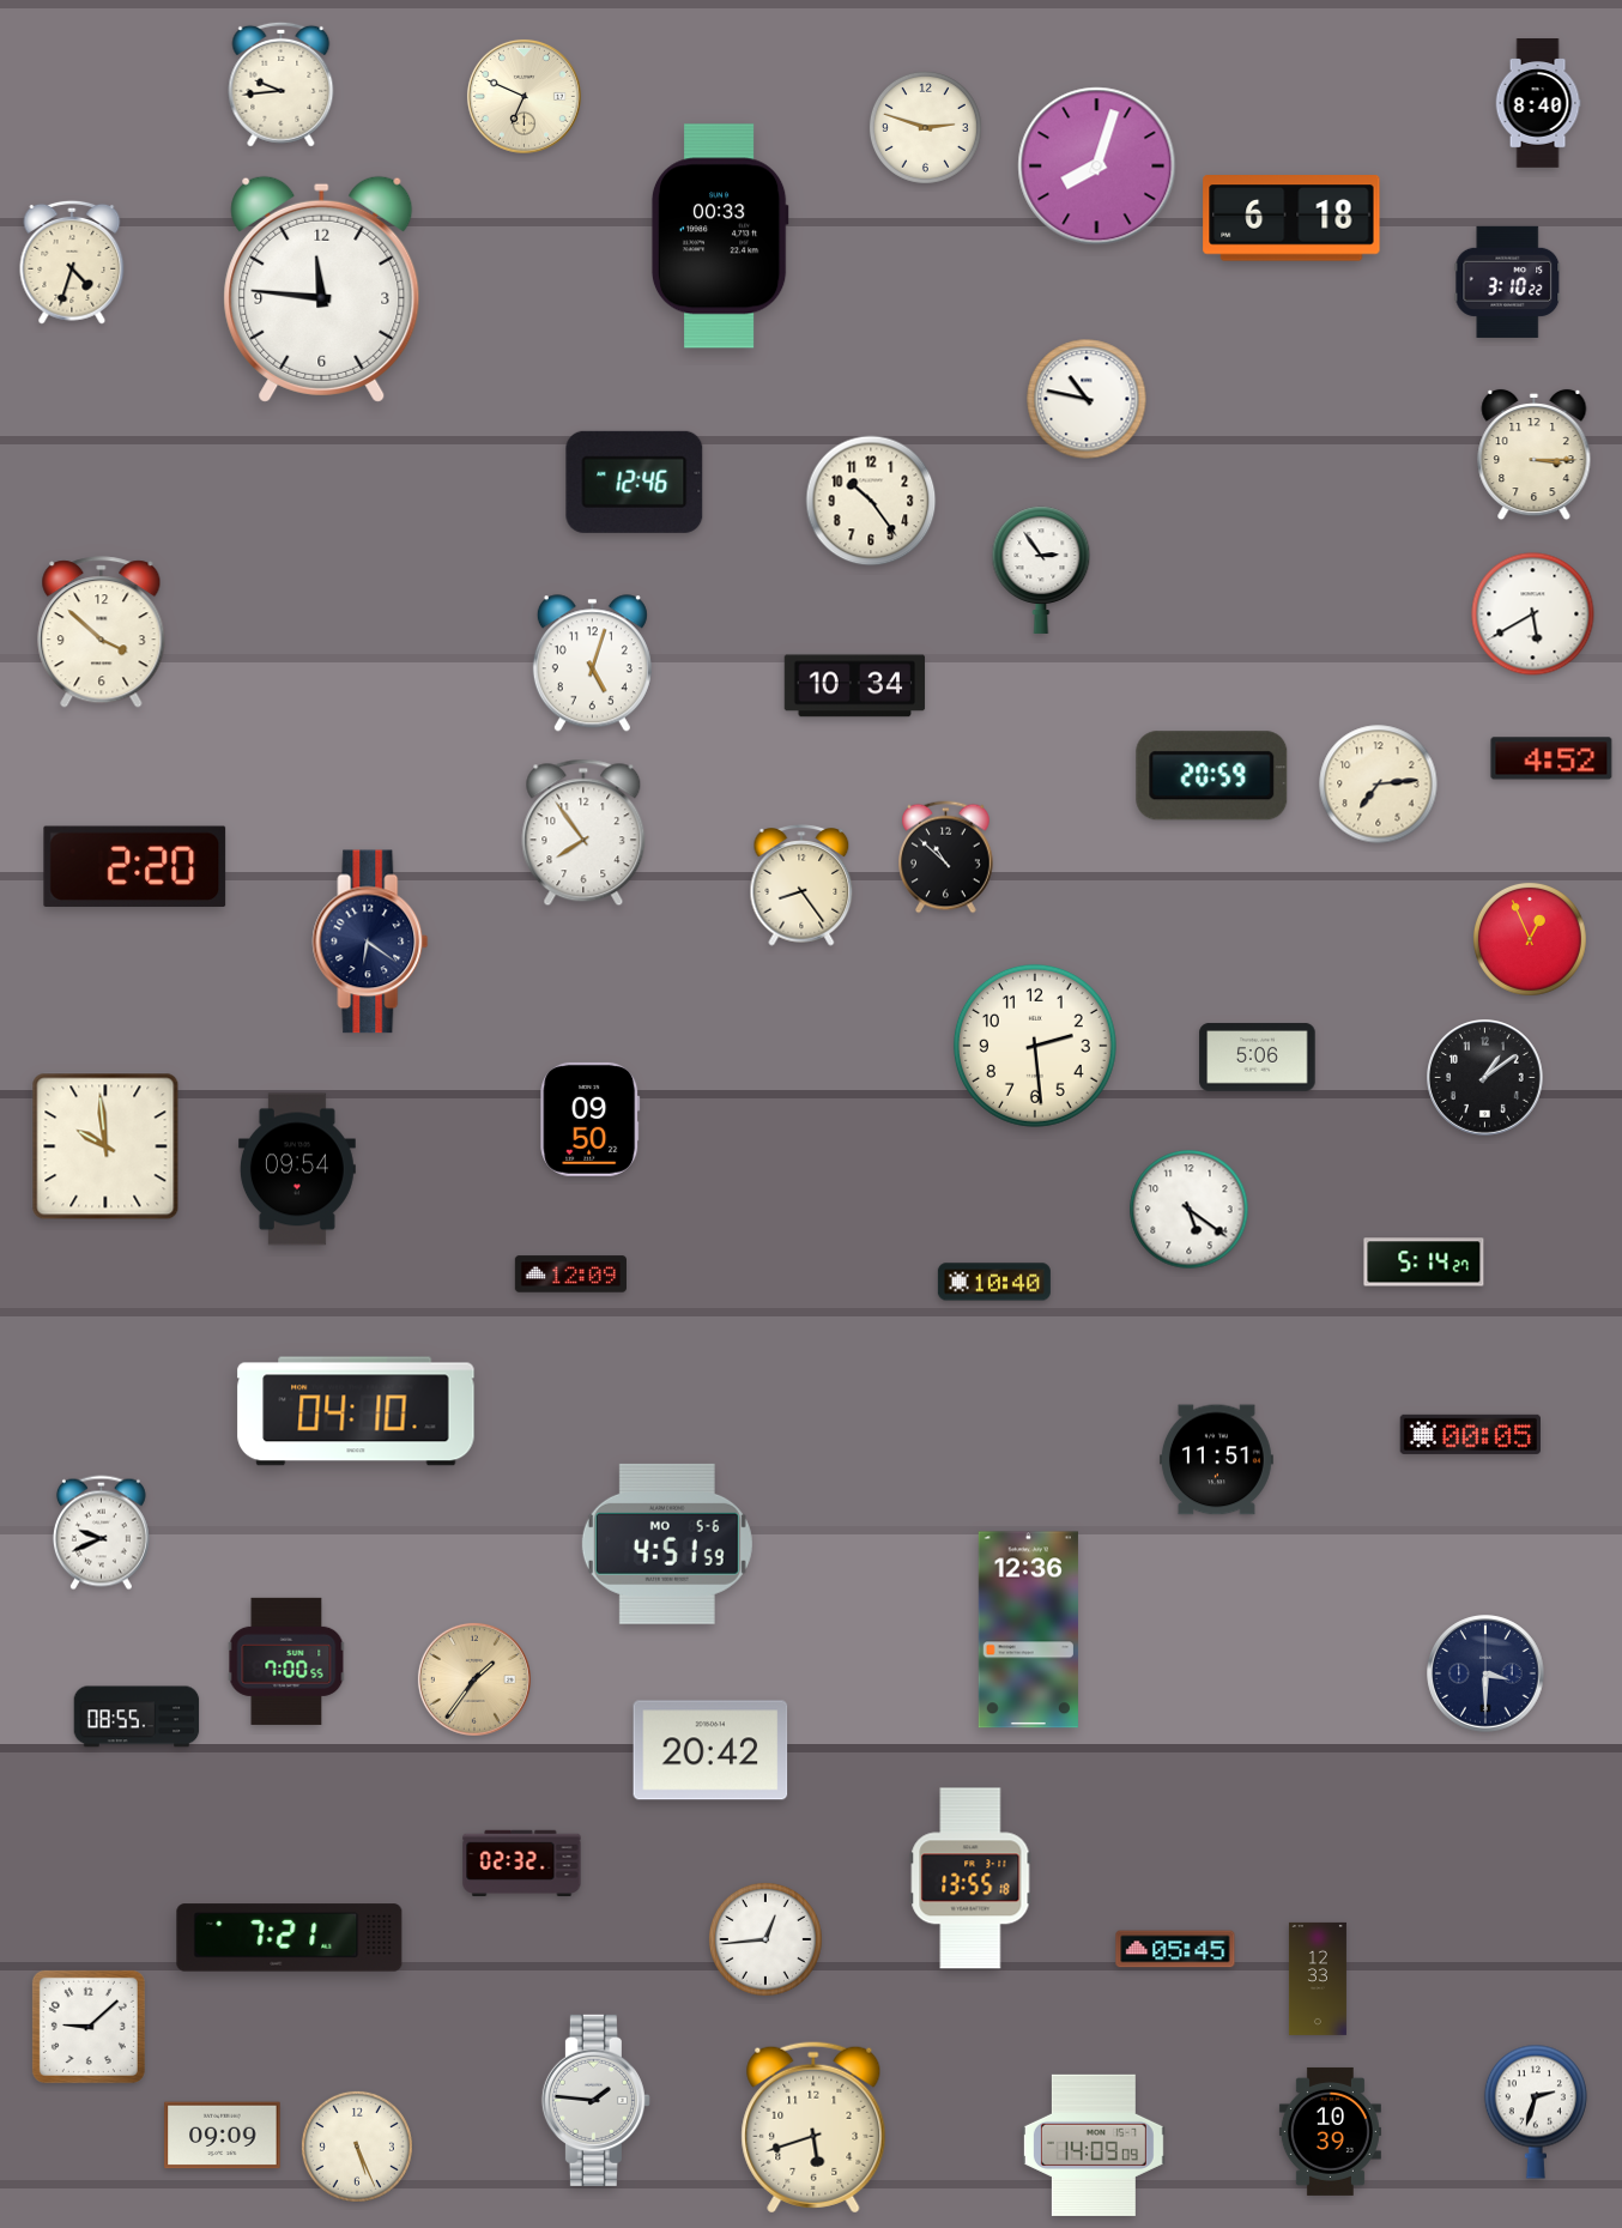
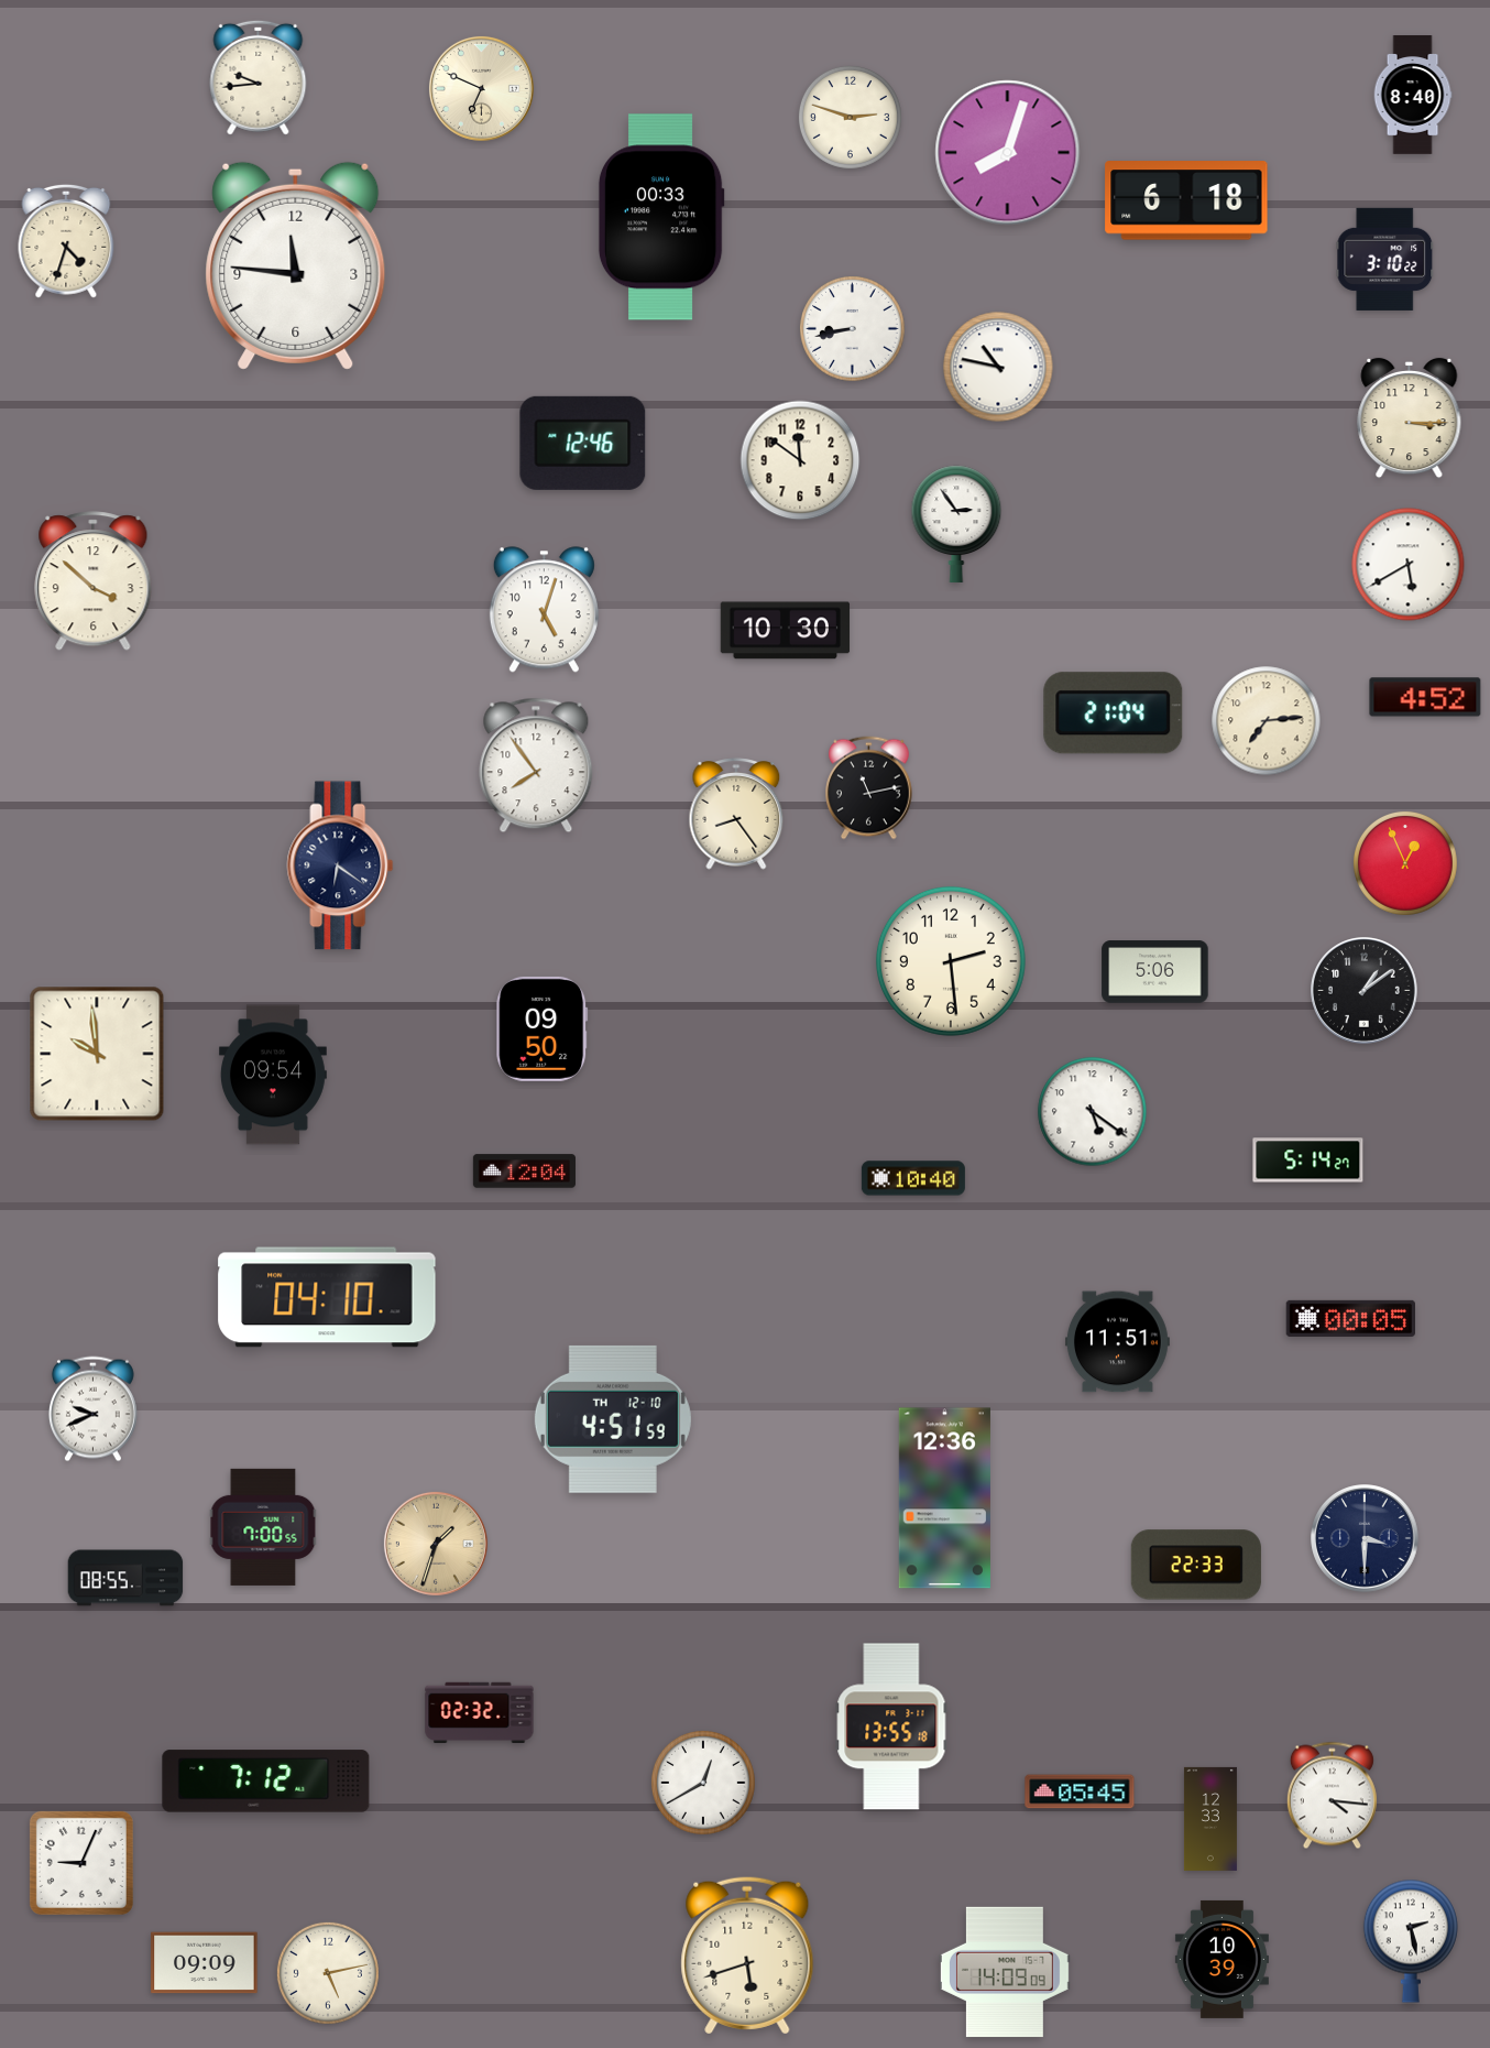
clock at (853, 329): none -> 8:43
clock at (871, 501): 10:24 -> 11:51
clock at (855, 686): 10:34 -> 10:30
clock at (1212, 776): 20:59 -> 21:04
clock at (946, 858): 10:52 -> 11:13
clock at (135, 866): 2:20 -> none
clock at (570, 1275): 12:09 -> 12:04
clock at (667, 1544) date: MO 5-6 -> TH 12-10
clock at (474, 1679): 1:36 -> 1:33
clock at (1196, 1565): none -> 22:33
clock at (710, 1750): 20:42 -> none
clock at (290, 1938): 7:21 -> 7:12
clock at (765, 1939): 12:44 -> 12:40
clock at (1332, 1796): none -> 4:16
clock at (89, 2027): 9:08 -> 9:04
clock at (595, 2100): 1:46 -> none
clock at (1536, 2112): 2:33 -> 2:28
clock at (357, 2147): 5:26 -> 5:13
